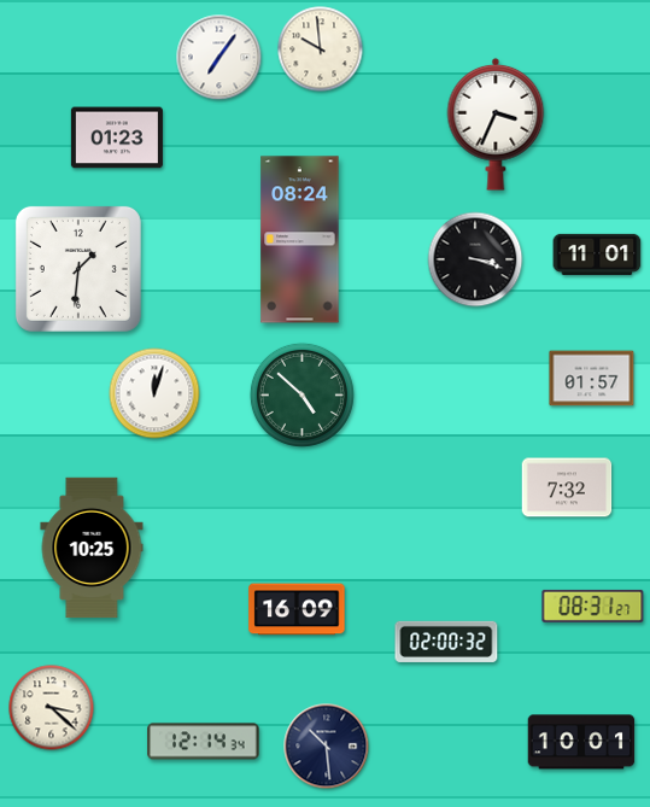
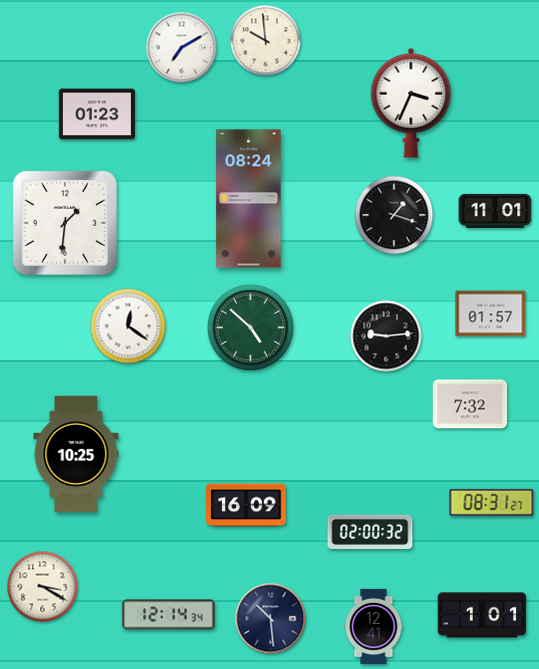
clock at (219, 58): 7:06 -> 7:10
clock at (475, 259): 3:18 -> 1:18
clock at (154, 393): 12:03 -> 12:21
clock at (386, 336): none -> 9:14
clock at (52, 708): 3:22 -> 3:20
clock at (581, 742): 10:01 -> 1:01
clock at (374, 627): none -> 12:41
